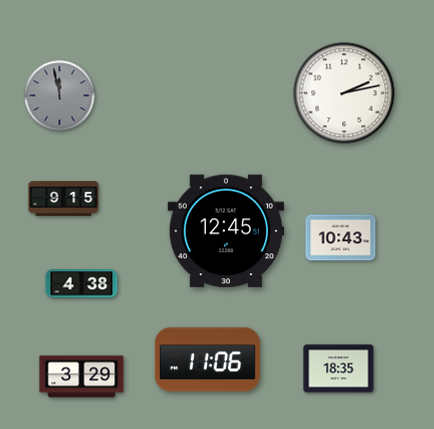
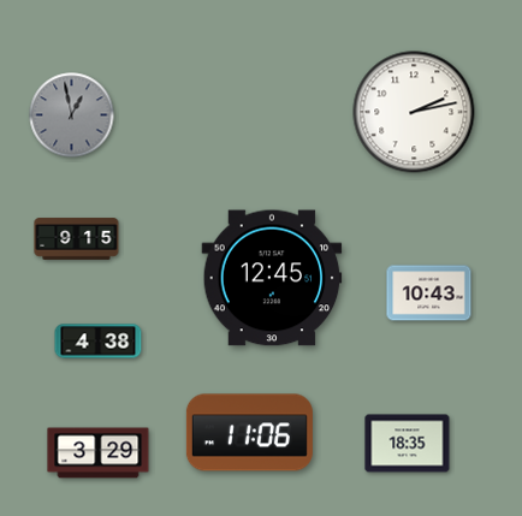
clock at (60, 96): 11:58 -> 12:58
clock at (341, 238) position: (341, 238) -> (429, 293)
